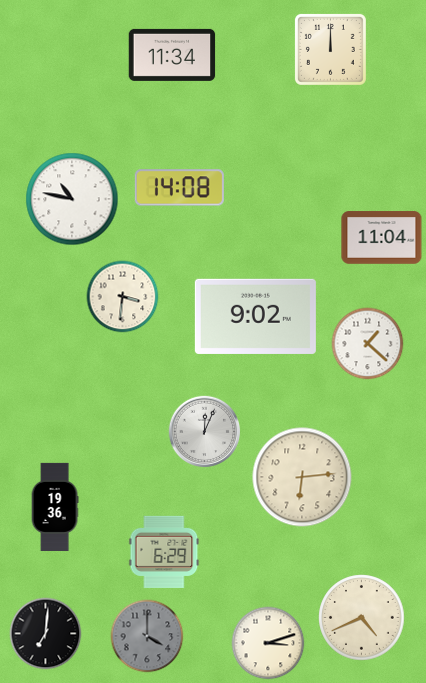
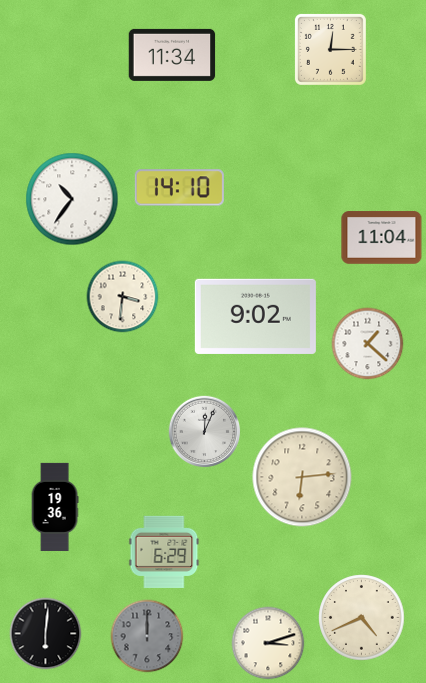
clock at (330, 49): 12:00 -> 12:15
clock at (179, 188): 14:08 -> 14:10
clock at (72, 199): 10:47 -> 10:36
clock at (46, 634): 7:01 -> 6:01
clock at (147, 636): 4:00 -> 12:00
